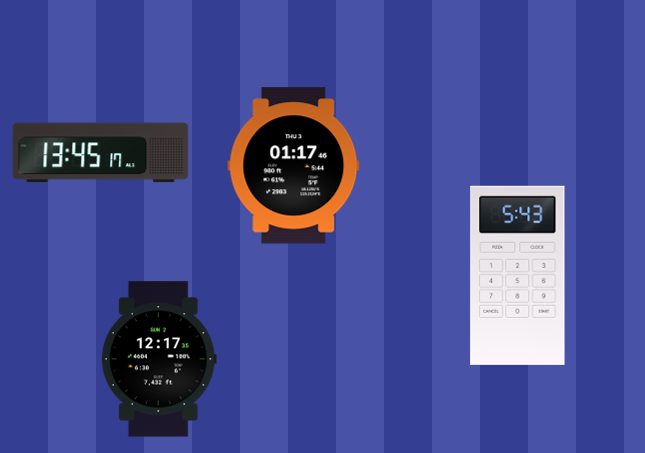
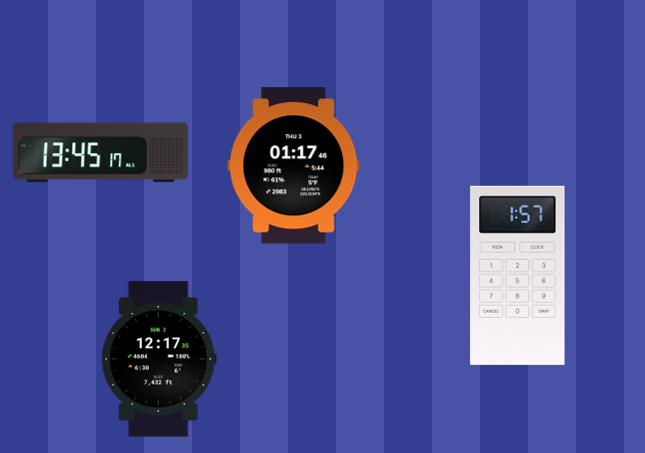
clock at (518, 275): 5:43 -> 1:57
